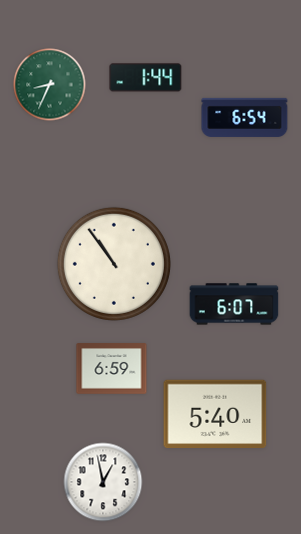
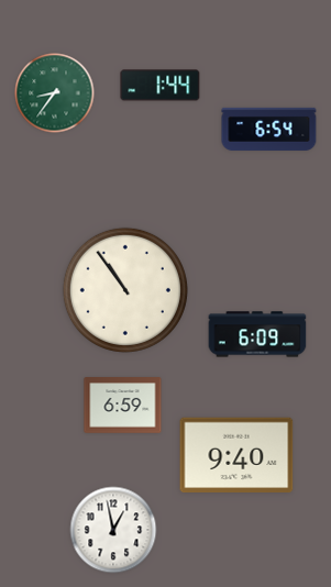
clock at (50, 85): 8:34 -> 8:36
clock at (234, 304): 6:07 -> 6:09
clock at (215, 413): 5:40 -> 9:40
